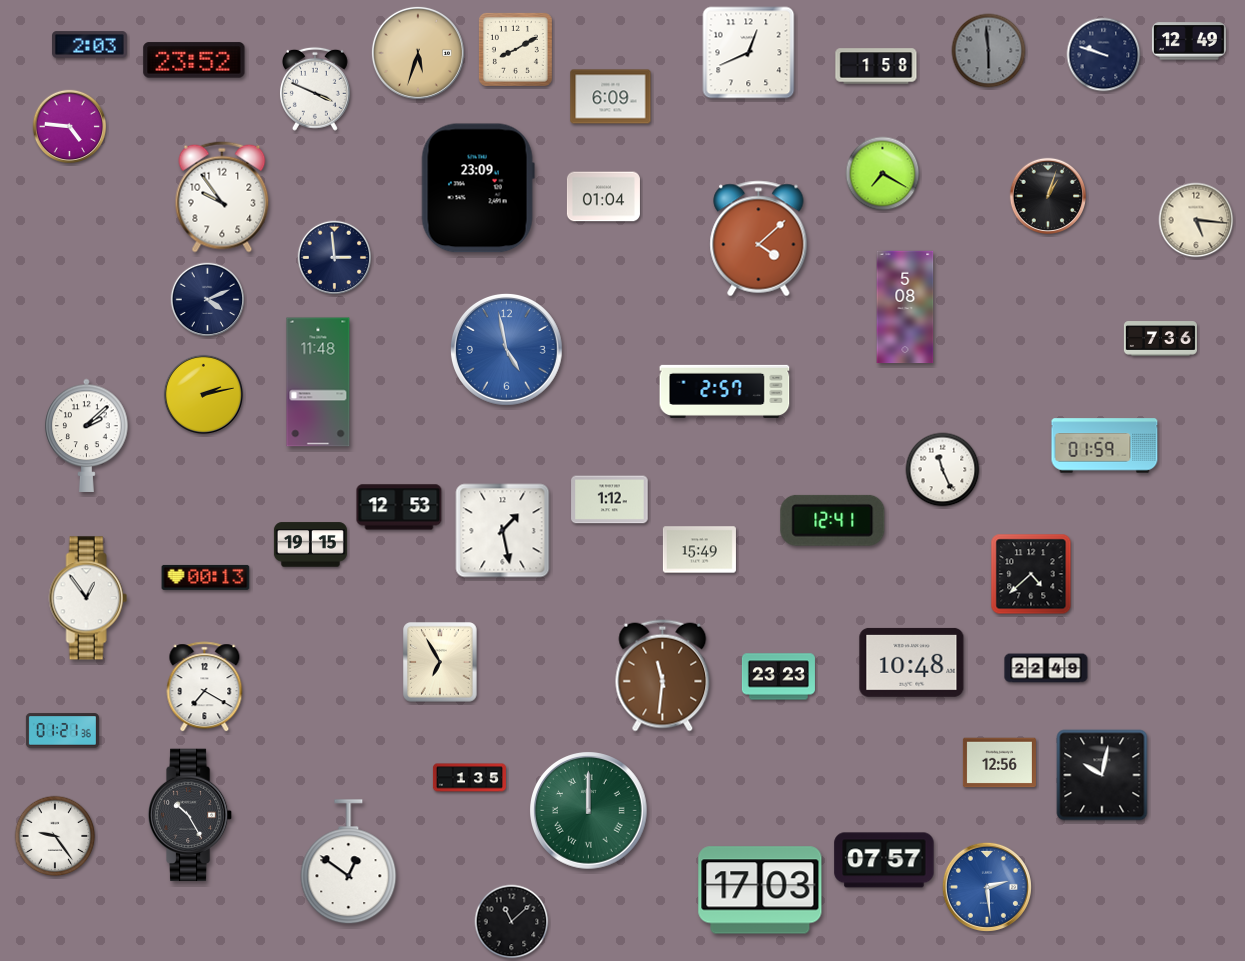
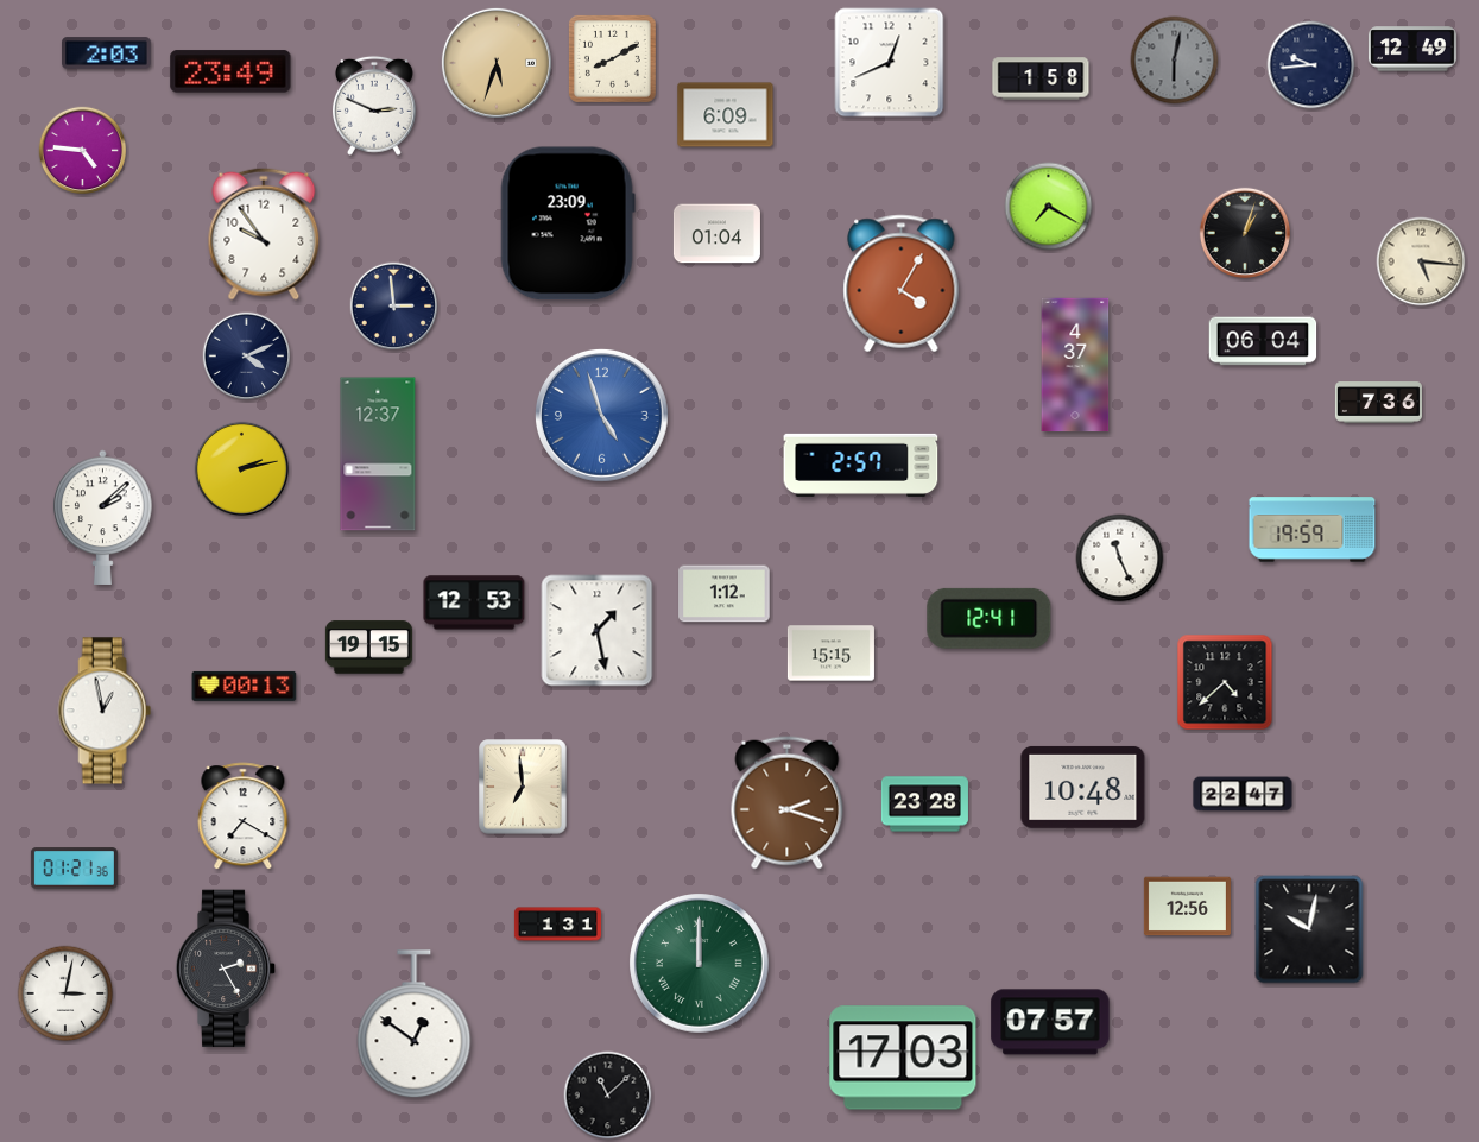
clock at (989, 51): 5:59 -> 6:02
clock at (1104, 55): 9:48 -> 9:44
clock at (194, 60): 23:52 -> 23:49
clock at (315, 89): 3:49 -> 2:49
clock at (759, 239): 4:08 -> 4:05
clock at (335, 258) position: (335, 258) -> (394, 307)
clock at (1263, 341): none -> 06:04
clock at (905, 307): 5:08 -> 4:37
clock at (506, 349): 4:58 -> 4:57
clock at (318, 382): 11:48 -> 12:37
clock at (1105, 446): 01:59 -> 19:59
clock at (699, 550): 15:49 -> 15:15
clock at (88, 598): 12:54 -> 12:58
clock at (440, 662): 6:55 -> 6:59
clock at (1046, 668): 22:49 -> 22:47
clock at (663, 676): 11:31 -> 2:18
clock at (778, 677): 23:23 -> 23:28
clock at (1102, 775) position: (1102, 775) -> (1309, 929)
clock at (469, 778): 1:35 -> 1:31
clock at (190, 815): 10:25 -> 2:25
clock at (55, 836): 9:24 -> 3:02
clock at (987, 887): 2:29 -> none
